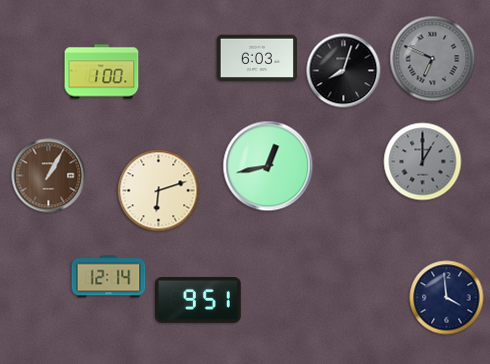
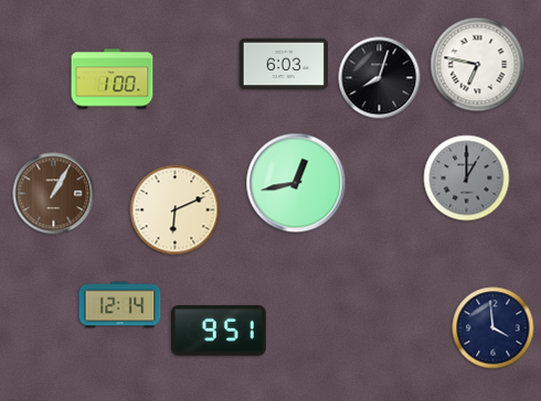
clock at (433, 59): 6:49 -> 6:47
clock at (433, 59) dial: grey -> white
clock at (159, 191): 6:12 -> 6:11
